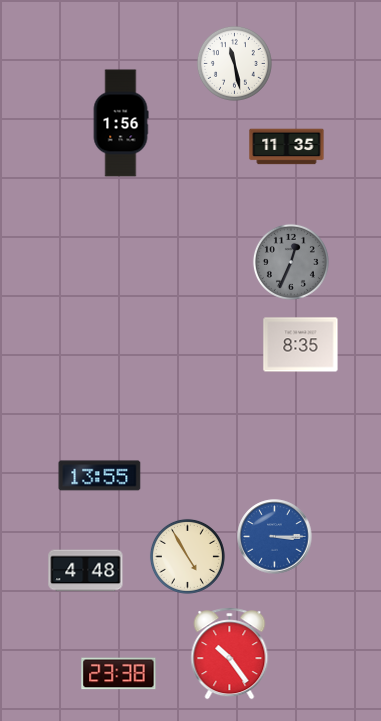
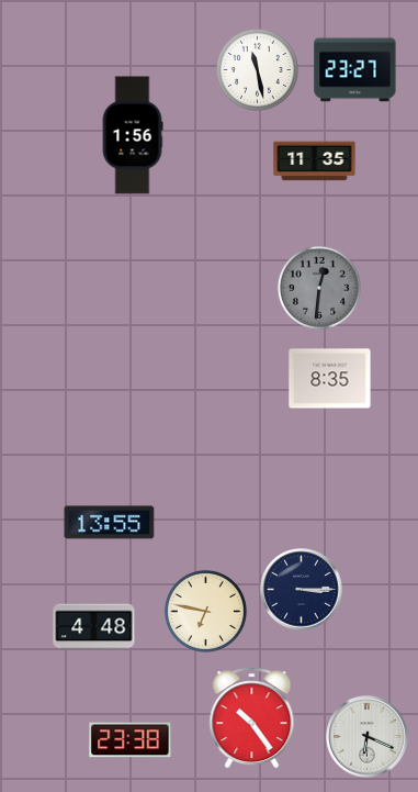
clock at (355, 70): none -> 23:27
clock at (291, 262): 12:34 -> 12:31
clock at (275, 537) dial: blue -> navy
clock at (187, 556): 4:55 -> 6:47
clock at (368, 737): none -> 6:19
